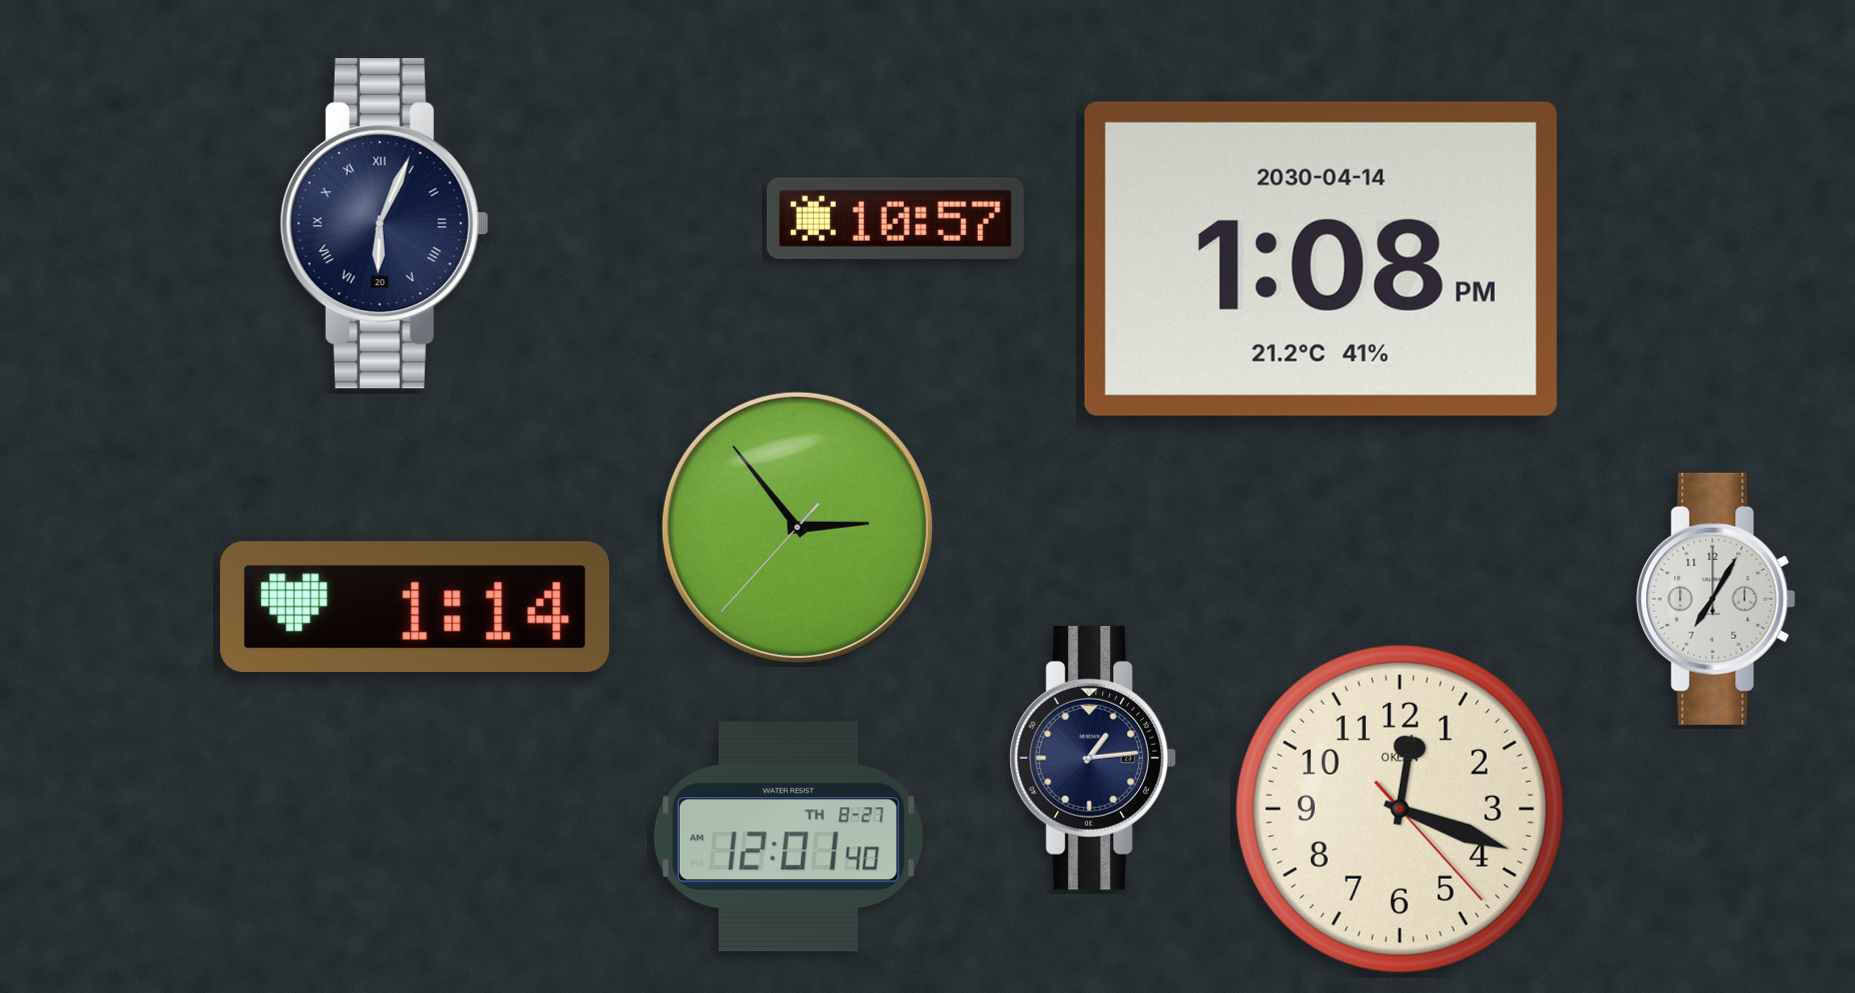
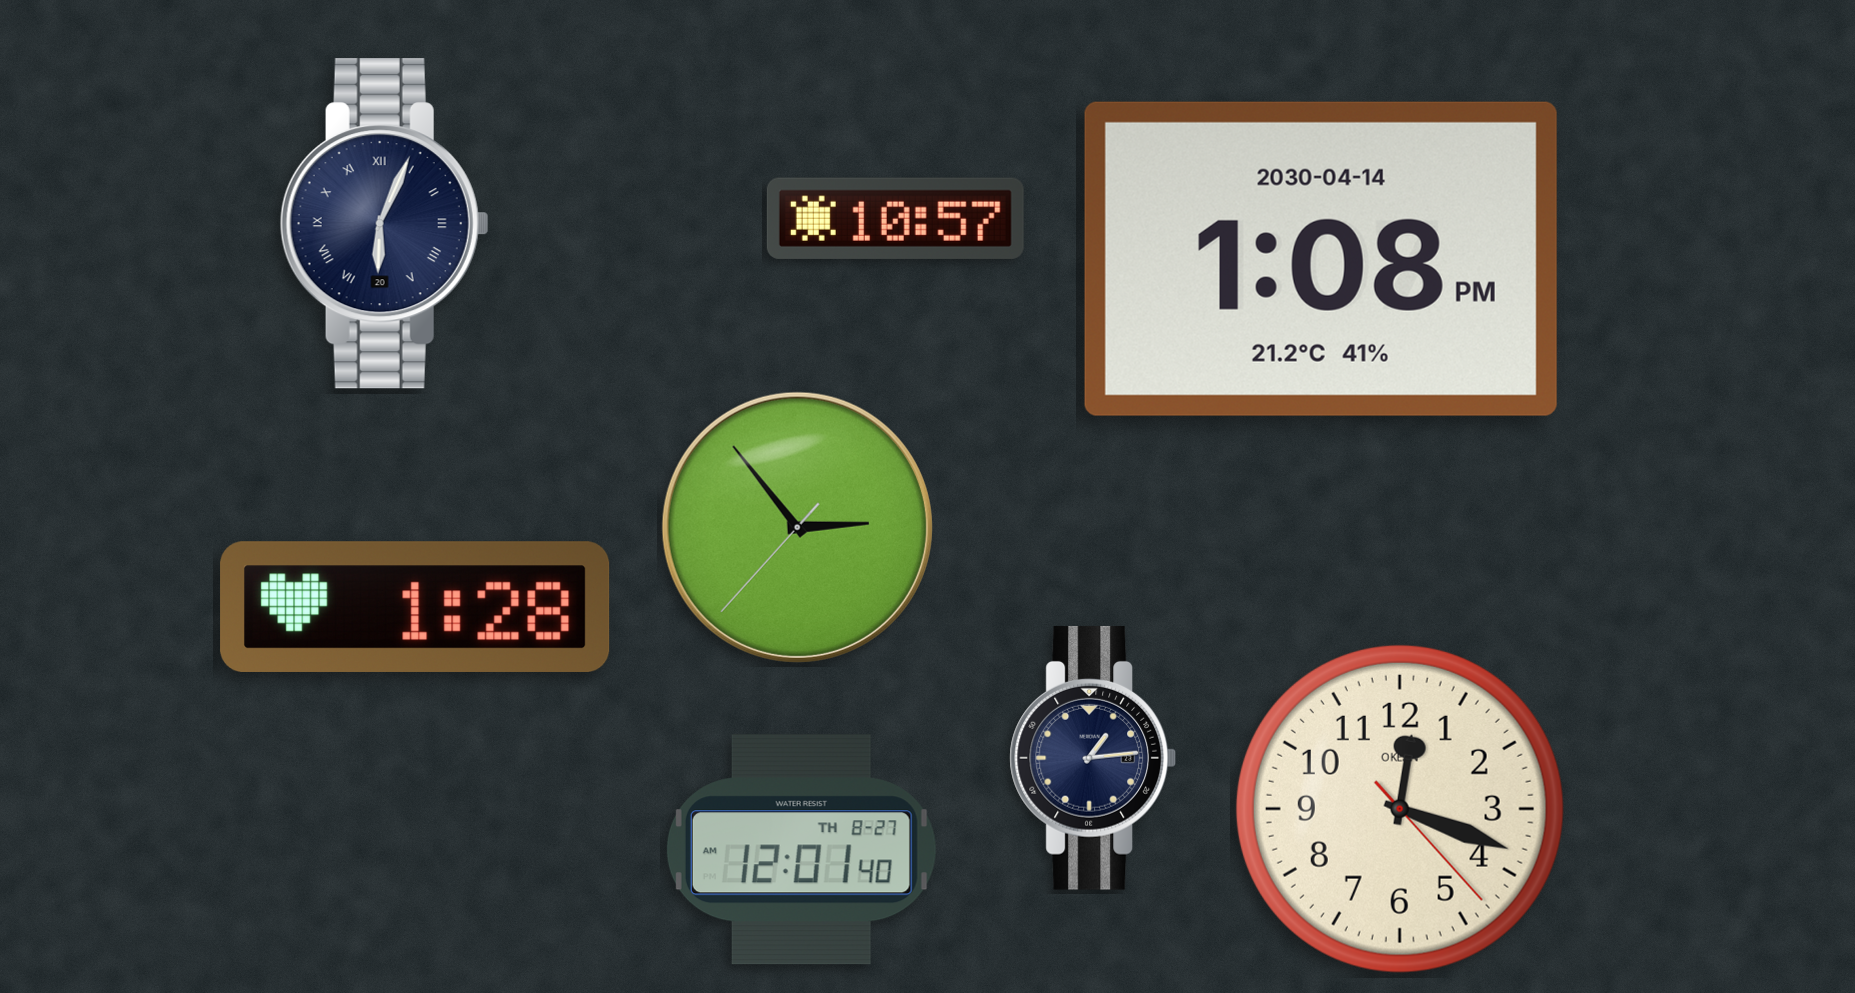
clock at (1716, 599): 7:05 -> none
clock at (415, 607): 1:14 -> 1:28
clock at (788, 837) position: (788, 837) -> (801, 850)
